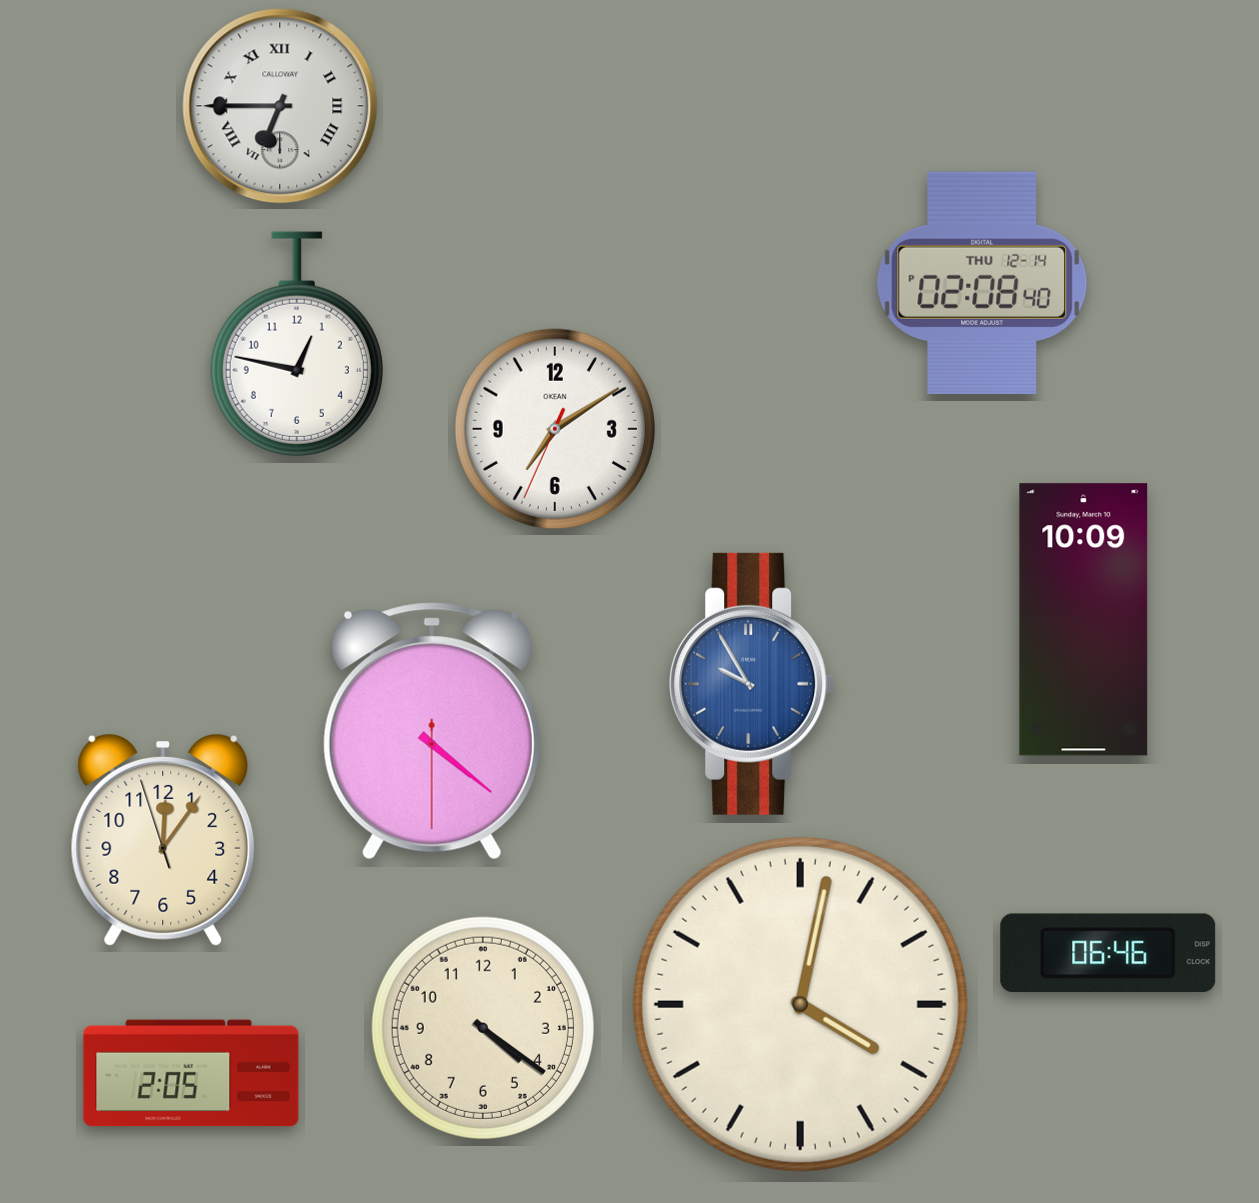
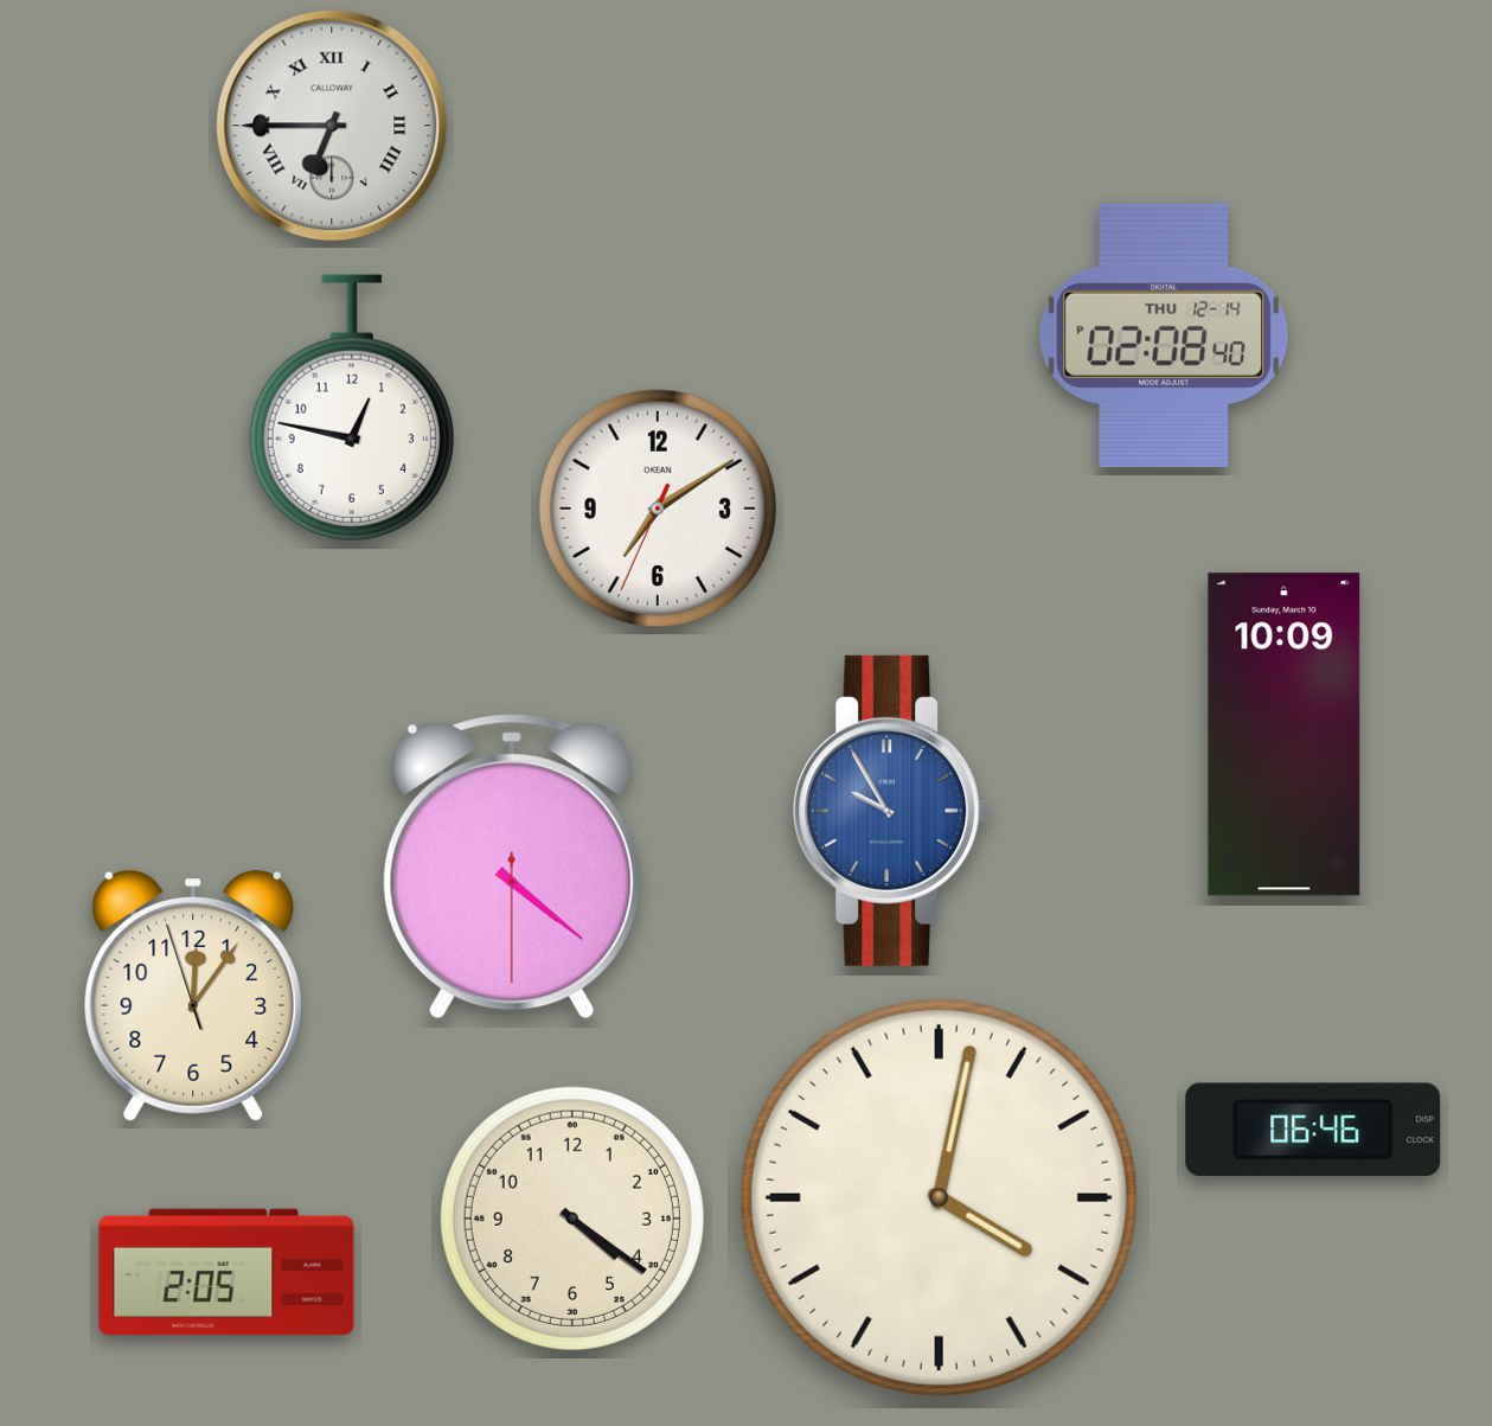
clock at (800, 1004) position: (800, 1004) -> (939, 1197)
